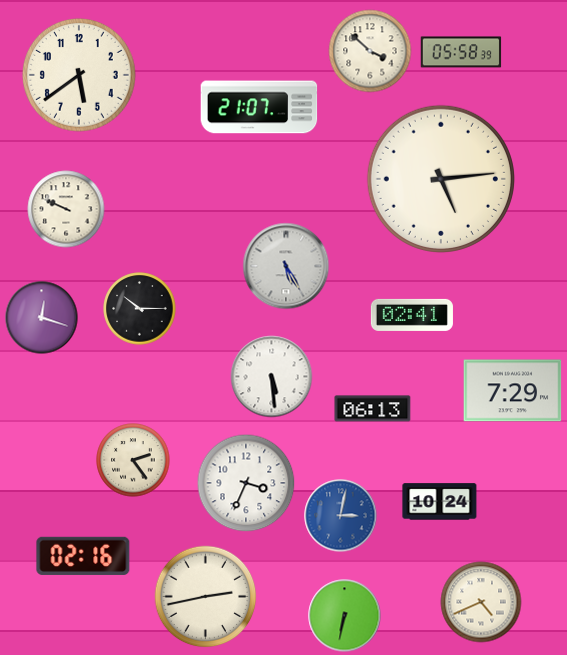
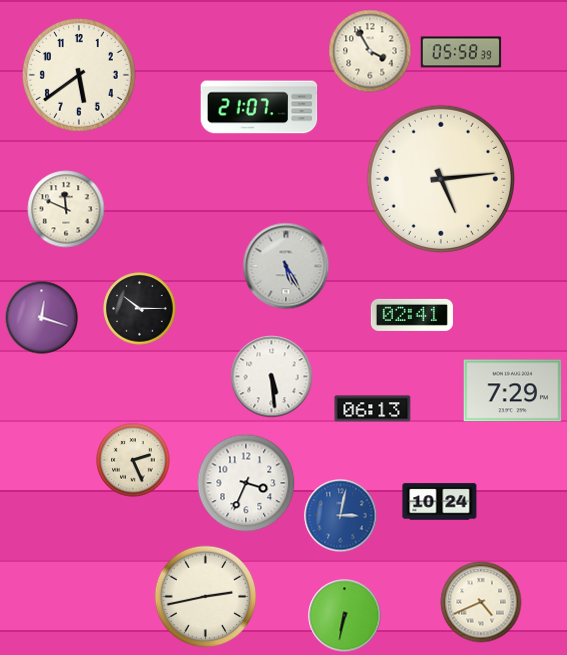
clock at (370, 51): 3:52 -> 3:55
clock at (66, 209): 9:49 -> 11:49
clock at (133, 460): 2:24 -> 2:26
clock at (83, 556): 02:16 -> none
